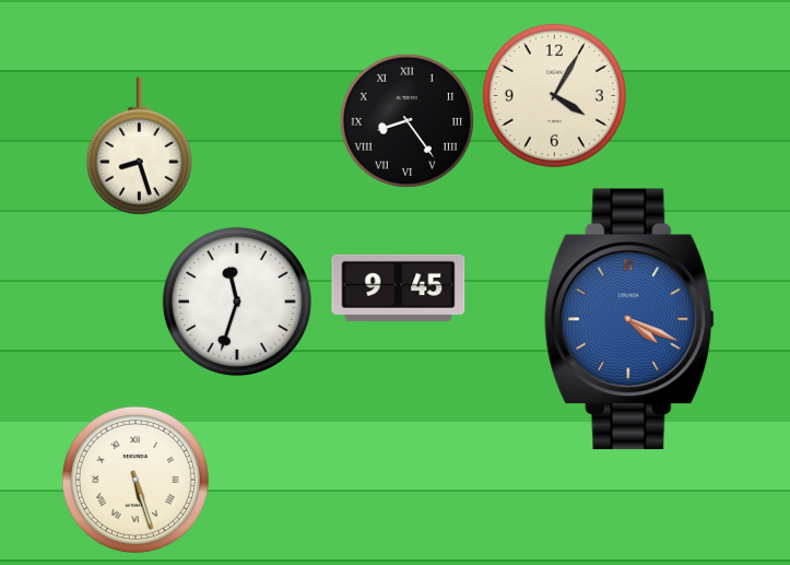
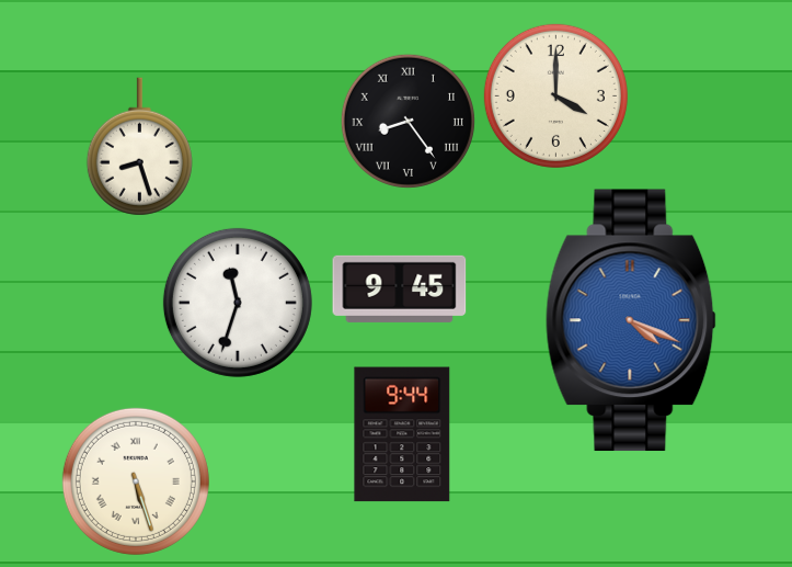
clock at (554, 95): 4:05 -> 4:00
clock at (402, 434): none -> 9:44
